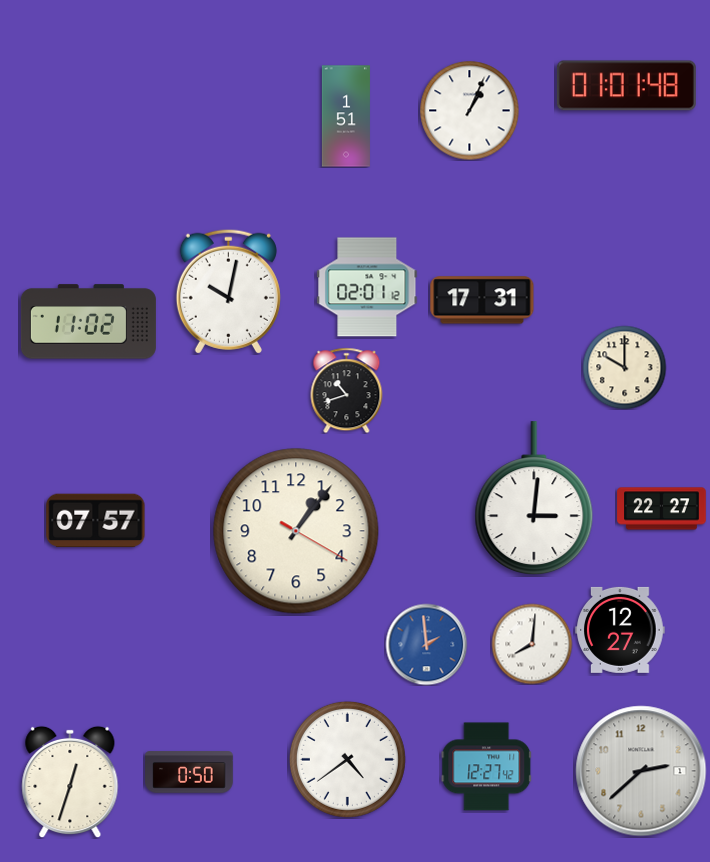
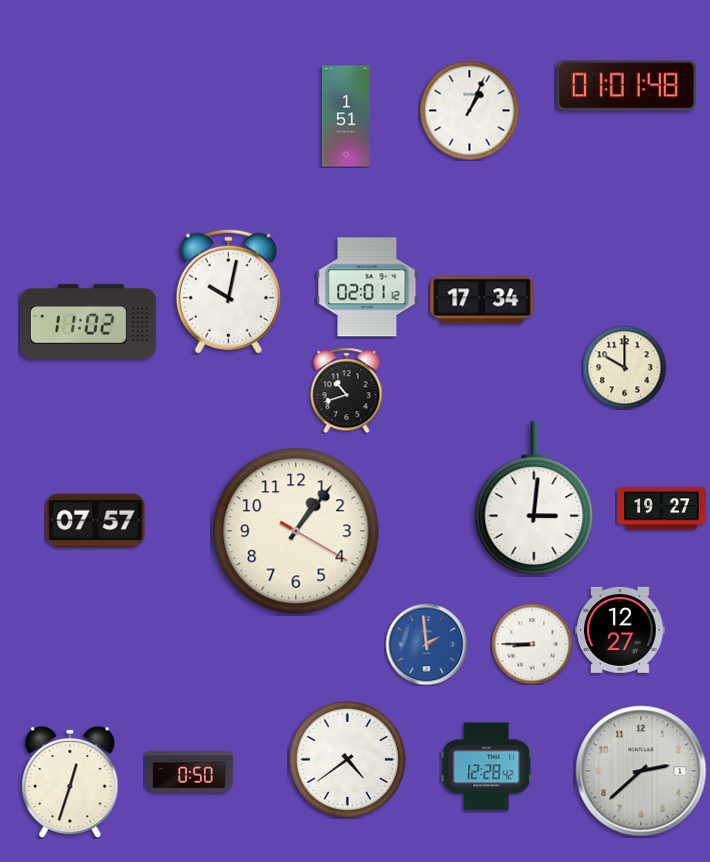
clock at (482, 300): 17:31 -> 17:34
clock at (662, 509): 22:27 -> 19:27
clock at (532, 644): 8:01 -> 8:45
clock at (486, 767): 12:27 -> 12:28
